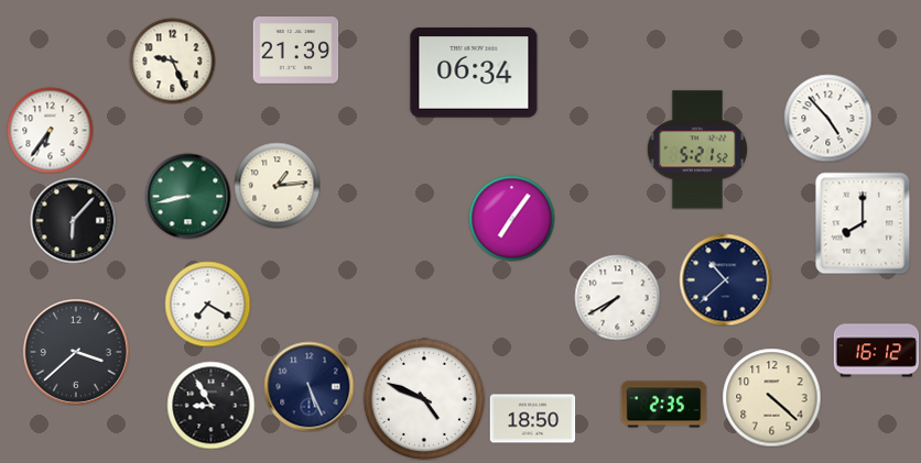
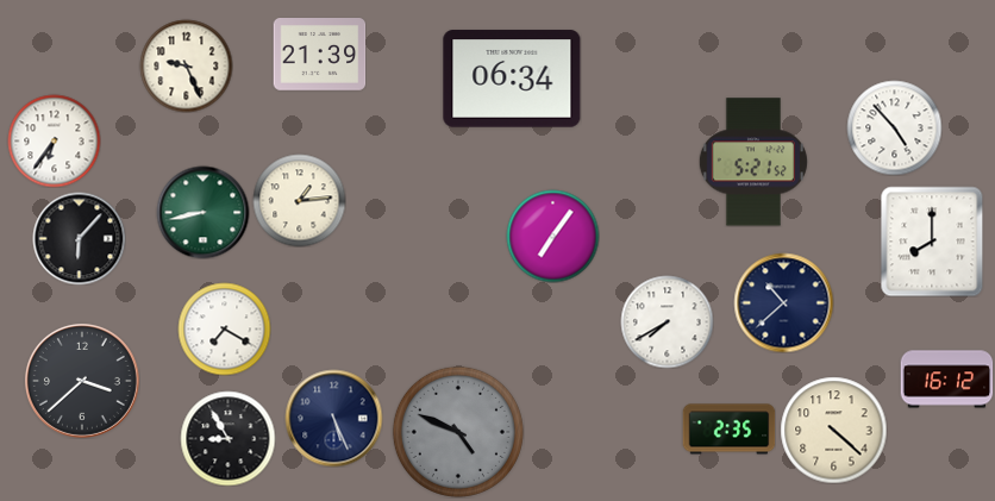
clock at (424, 399) dial: white -> grey
clock at (663, 405) position: (663, 405) -> (728, 430)
clock at (532, 419): 18:50 -> none
